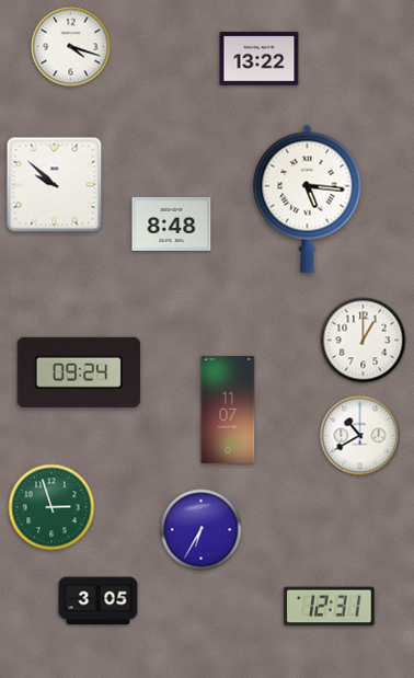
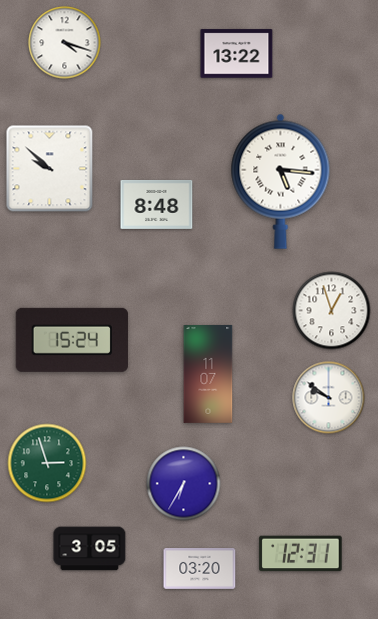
clock at (364, 341): 1:00 -> 12:57
clock at (79, 372): 09:24 -> 15:24
clock at (360, 436): 10:40 -> 9:51
clock at (200, 569): none -> 03:20
